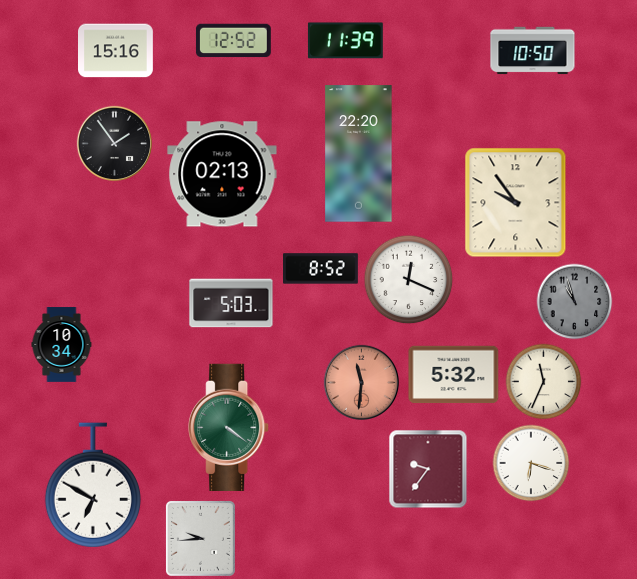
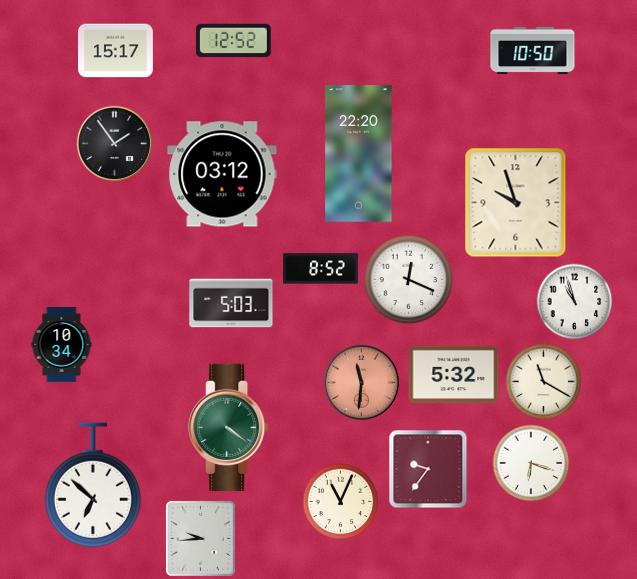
clock at (345, 41): 11:39 -> none
clock at (116, 51): 15:16 -> 15:17
clock at (222, 174): 02:13 -> 03:12
clock at (516, 203): 9:54 -> 9:57
clock at (575, 302) dial: grey -> white
clock at (544, 382): 11:34 -> 11:20
clock at (93, 485): 6:50 -> 6:52
clock at (341, 502): none -> 11:04
